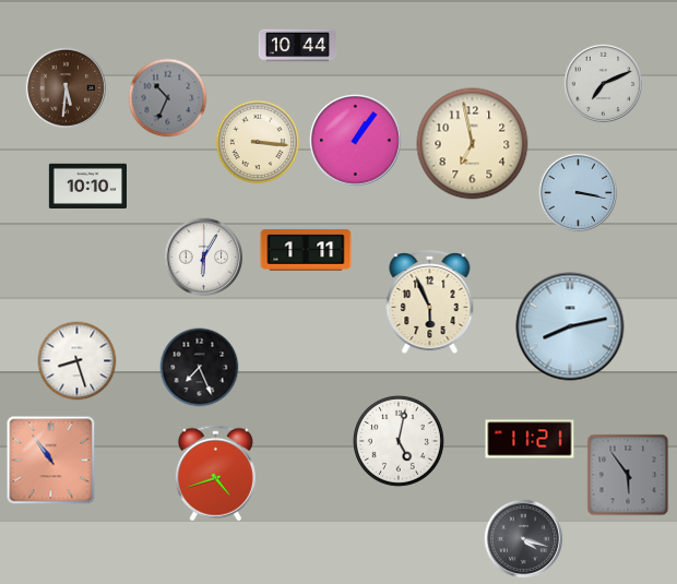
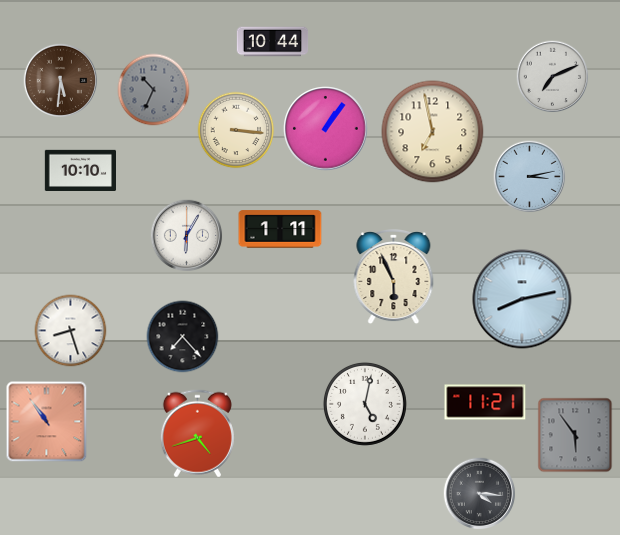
clock at (579, 193): 3:17 -> 3:13
clock at (200, 368): 7:26 -> 7:23
clock at (524, 539): 4:18 -> 4:16
